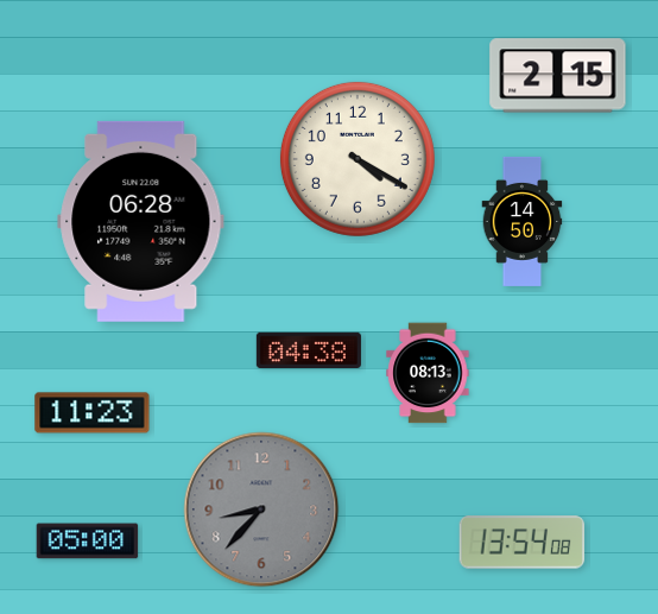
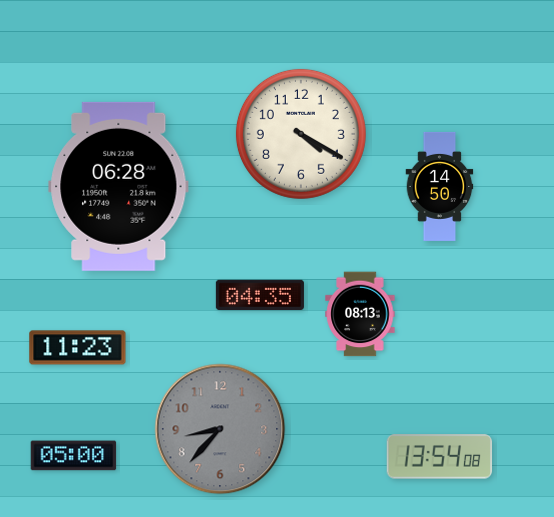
clock at (558, 76): 2:15 -> none
clock at (309, 349): 04:38 -> 04:35
